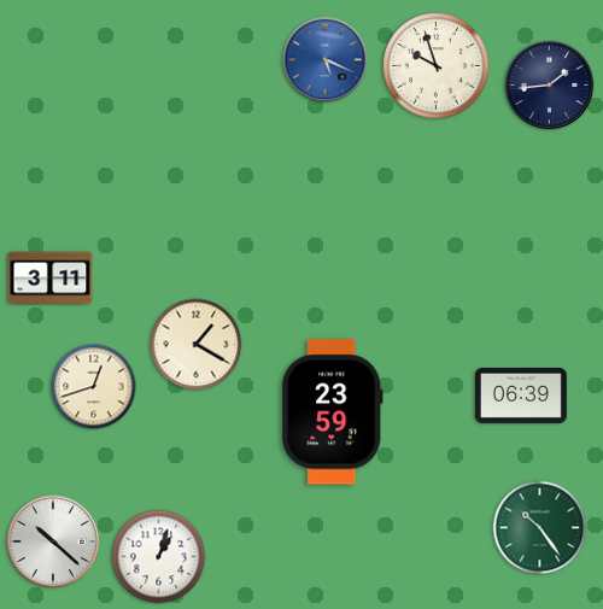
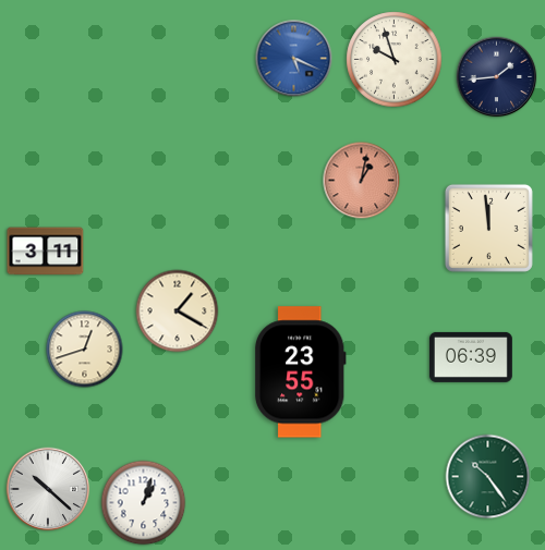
clock at (326, 60) position: (326, 60) -> (294, 59)
clock at (362, 181): none -> 1:02
clock at (488, 228): none -> 11:59
clock at (332, 412): 23:59 -> 23:55
